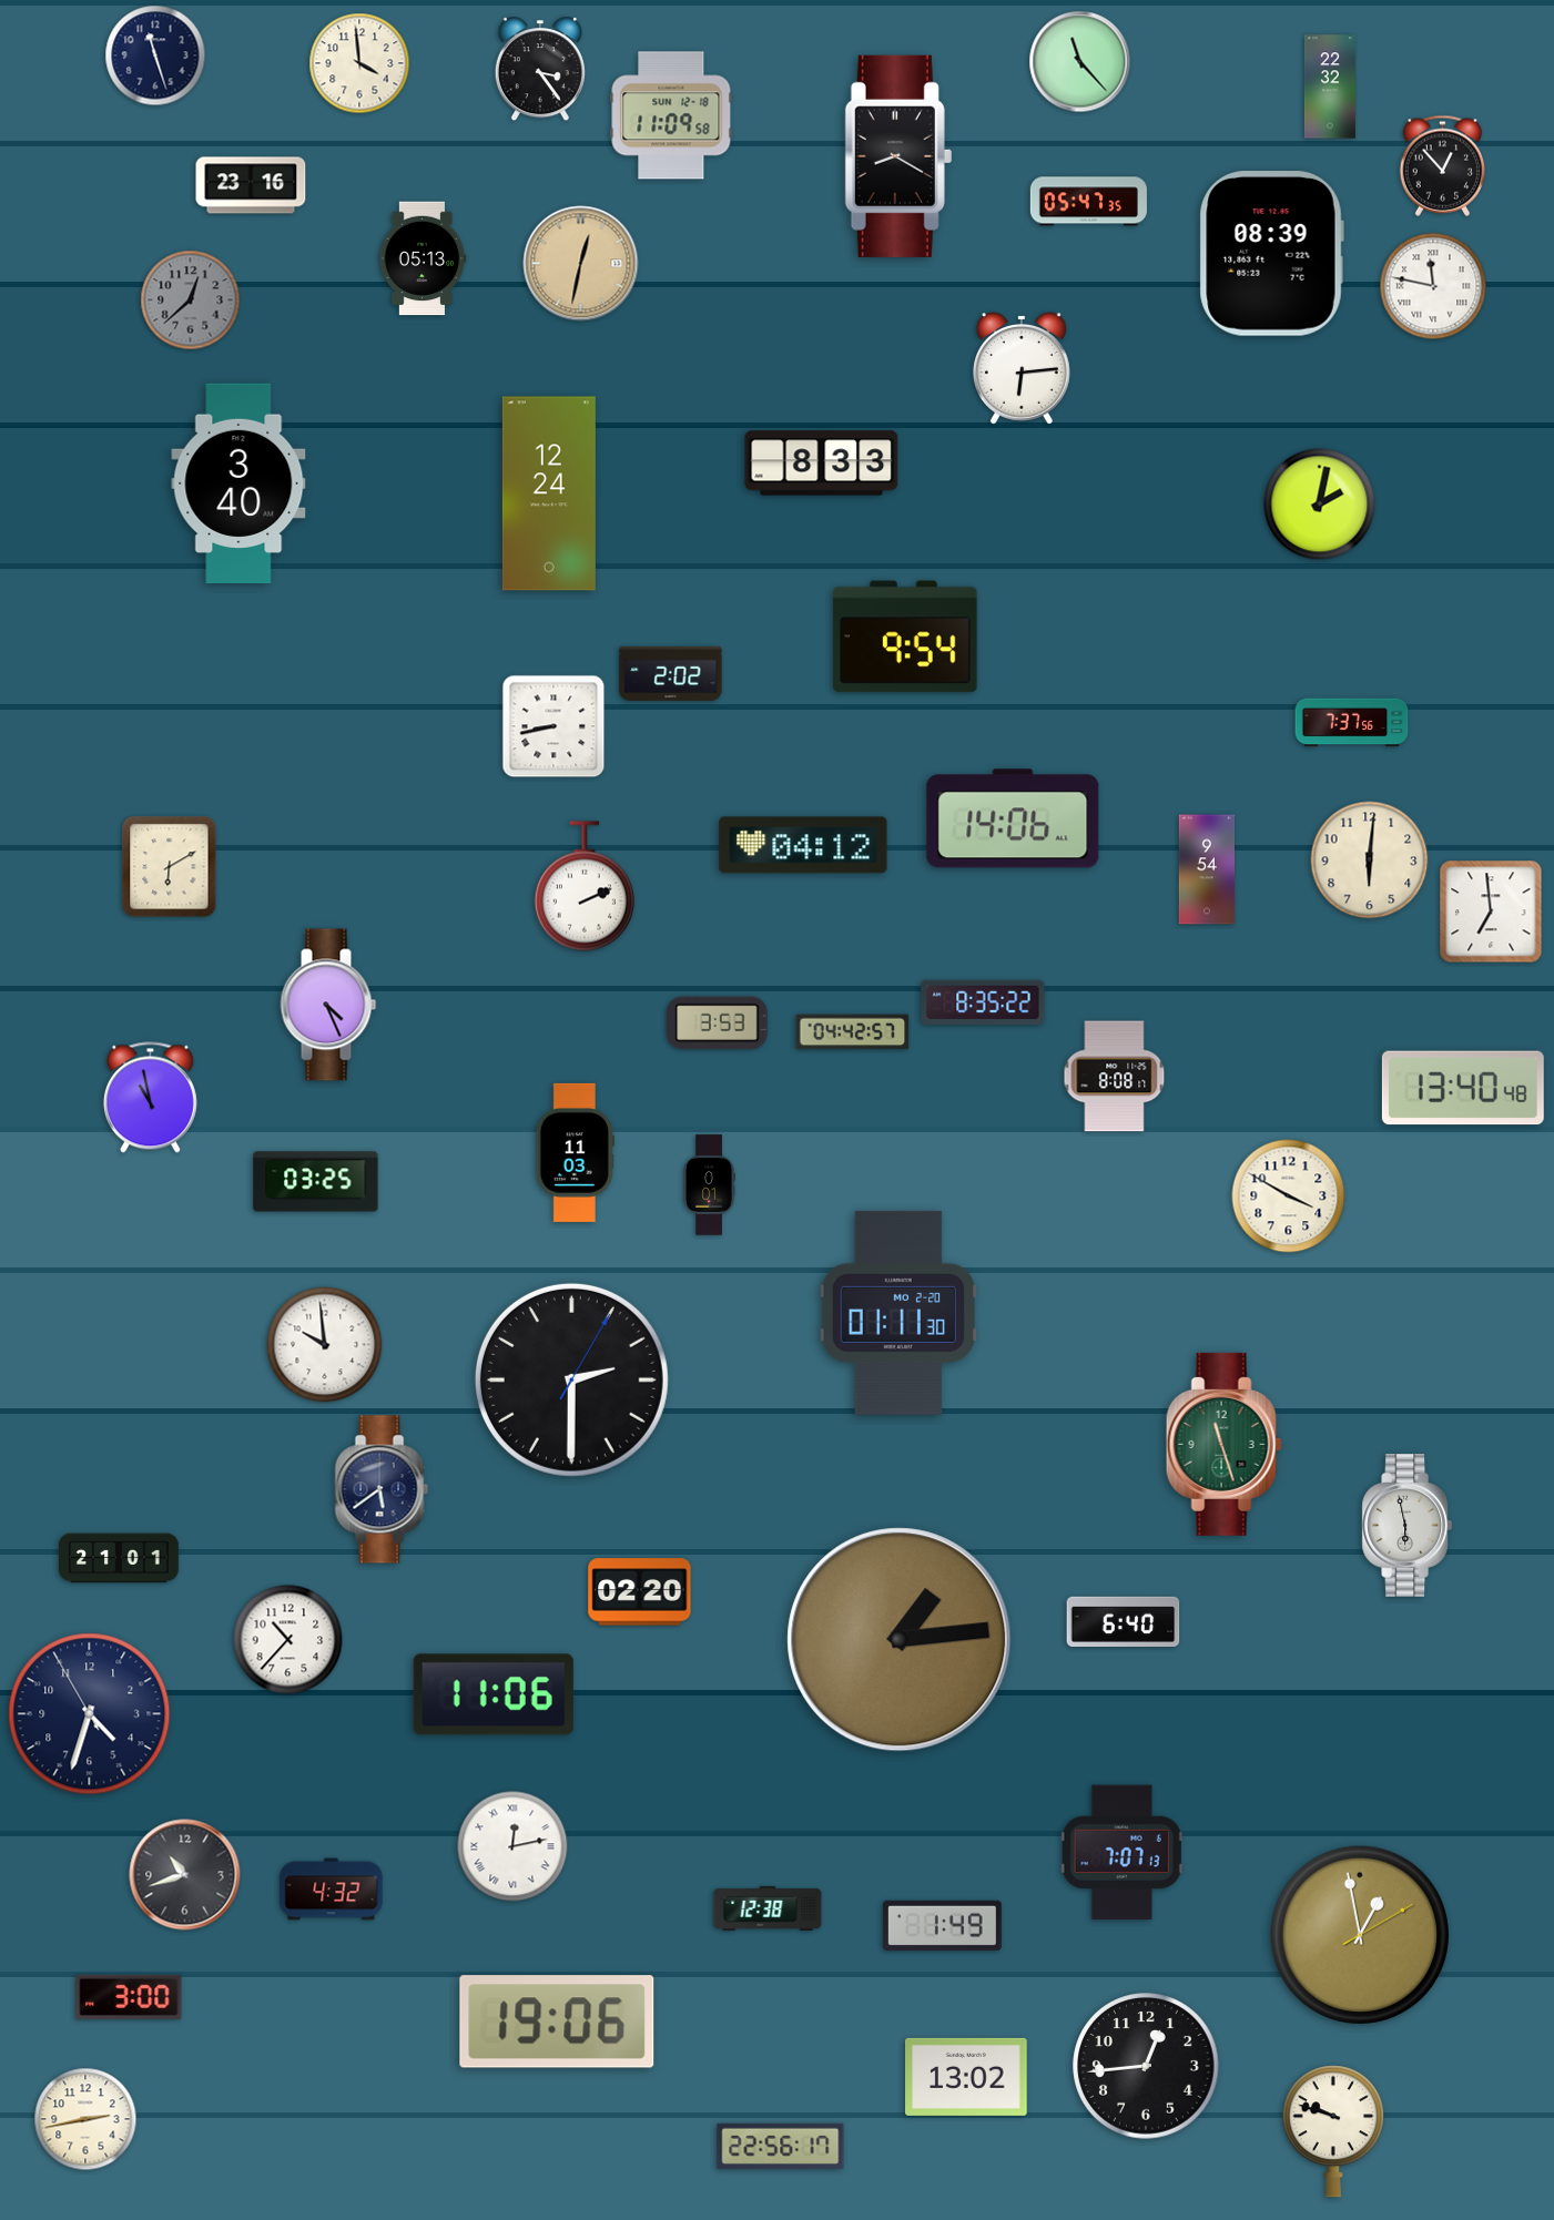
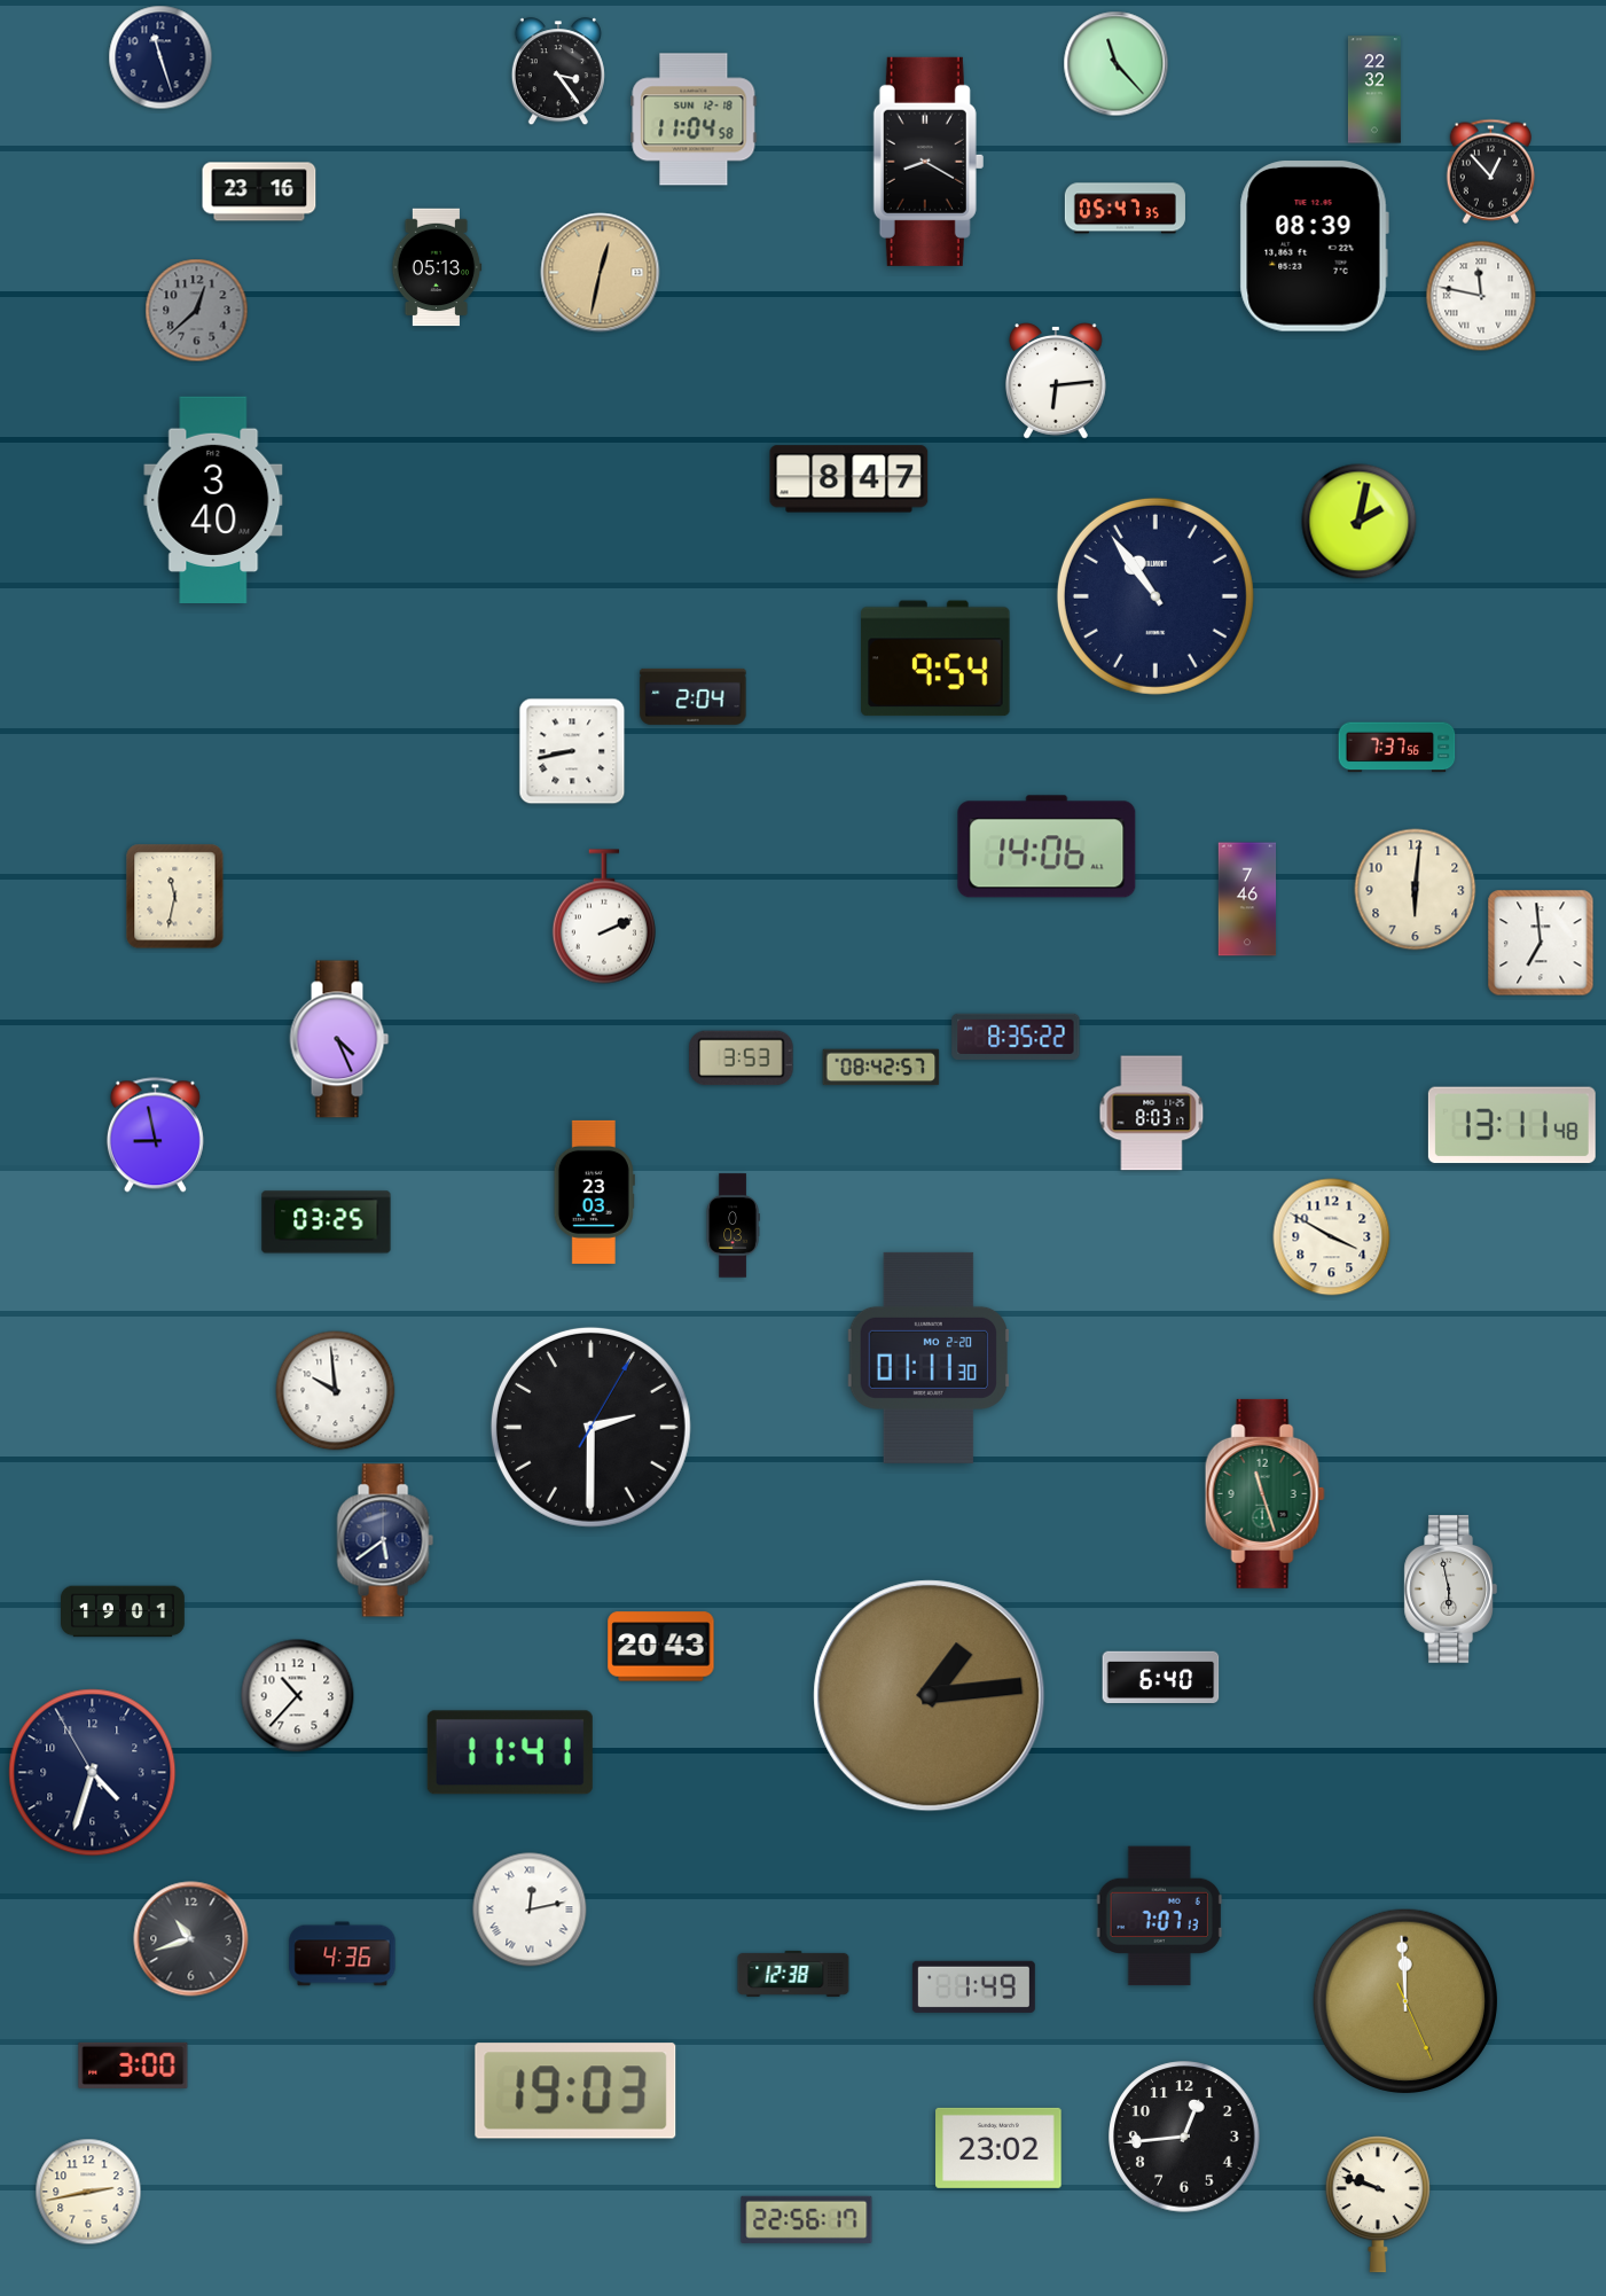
clock at (359, 63): 3:59 -> none
clock at (671, 115): 11:09 -> 11:04
clock at (1271, 254) position: (1271, 254) -> (1314, 247)
clock at (822, 464): 8:33 -> 8:47
clock at (238, 482) position: (238, 482) -> (213, 499)
clock at (549, 493): 12:24 -> none
clock at (1320, 505) position: (1320, 505) -> (1360, 522)
clock at (1155, 596): none -> 10:54
clock at (671, 673): 2:02 -> 2:04
clock at (803, 845): 04:12 -> none
clock at (170, 867): 6:10 -> 11:32
clock at (1207, 869): 9:54 -> 7:46
clock at (853, 1032): 04:42 -> 08:42
clock at (1115, 1077): 8:08 -> 8:03
clock at (1463, 1088): 13:40 -> 13:11
clock at (150, 1098): 10:58 -> 8:58
clock at (575, 1152): 11:03 -> 23:03
clock at (709, 1185): 0:01 -> 0:03
clock at (382, 1489) position: (382, 1489) -> (385, 1540)
clock at (1406, 1526) position: (1406, 1526) -> (1450, 1590)
clock at (120, 1558): 21:01 -> 19:01
clock at (640, 1592): 02:20 -> 20:43
clock at (494, 1694): 11:06 -> 11:41
clock at (332, 1890): 4:32 -> 4:36
clock at (942, 1925) position: (942, 1925) -> (973, 1986)
clock at (1359, 1934): 12:58 -> 11:59
clock at (557, 2022): 19:06 -> 19:03
clock at (966, 2077): 13:02 -> 23:02
